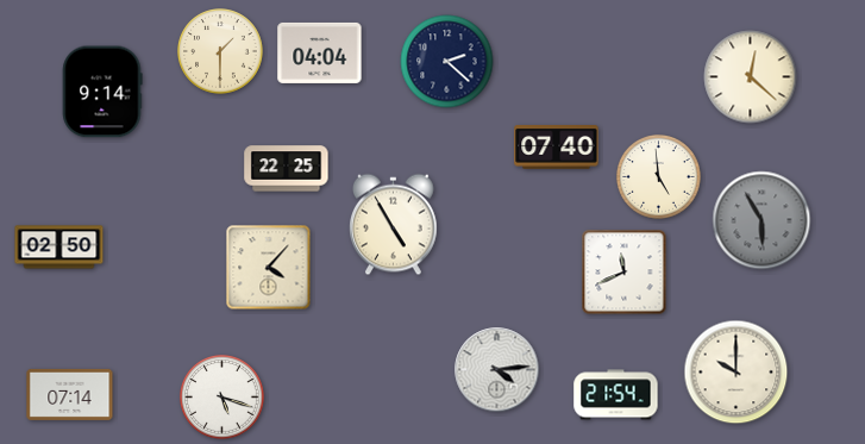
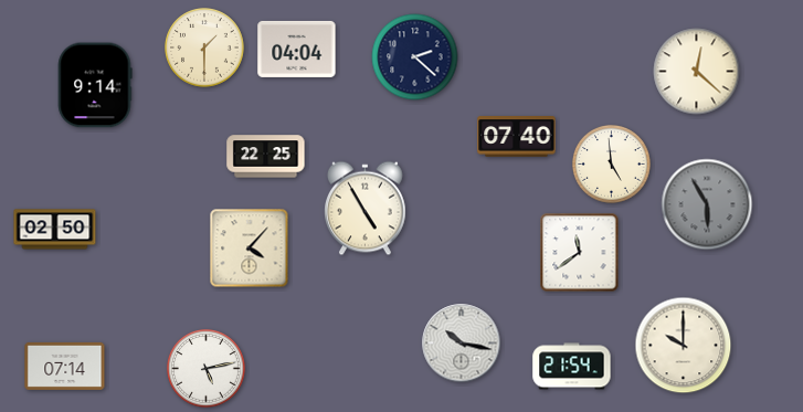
clock at (625, 273): 11:41 -> 11:39
clock at (497, 370): 4:14 -> 10:17
clock at (222, 398): 5:18 -> 5:13
